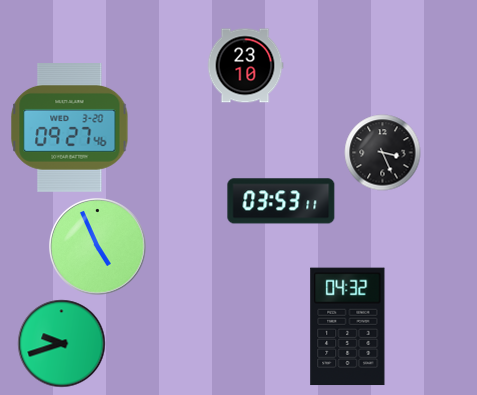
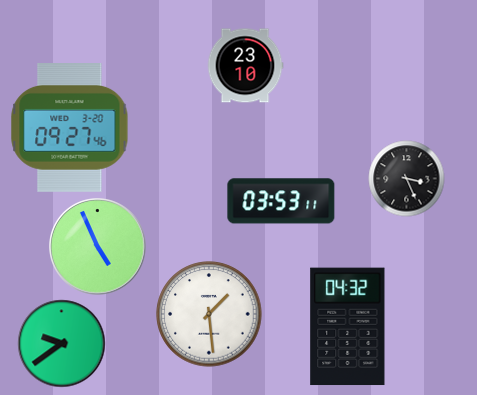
clock at (383, 153) position: (383, 153) -> (407, 179)
clock at (209, 314): none -> 1:29
clock at (62, 344): 9:42 -> 9:39
